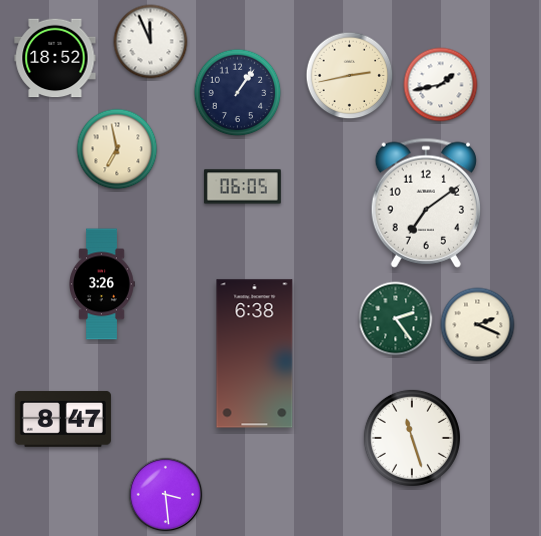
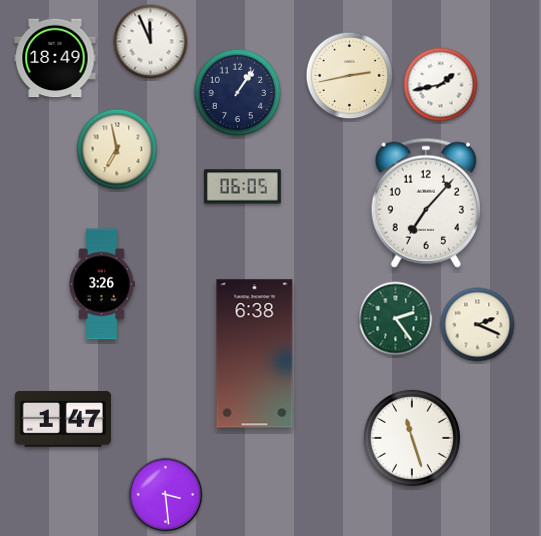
clock at (55, 58): 18:52 -> 18:49
clock at (426, 203): 7:09 -> 7:07
clock at (63, 419): 8:47 -> 1:47
